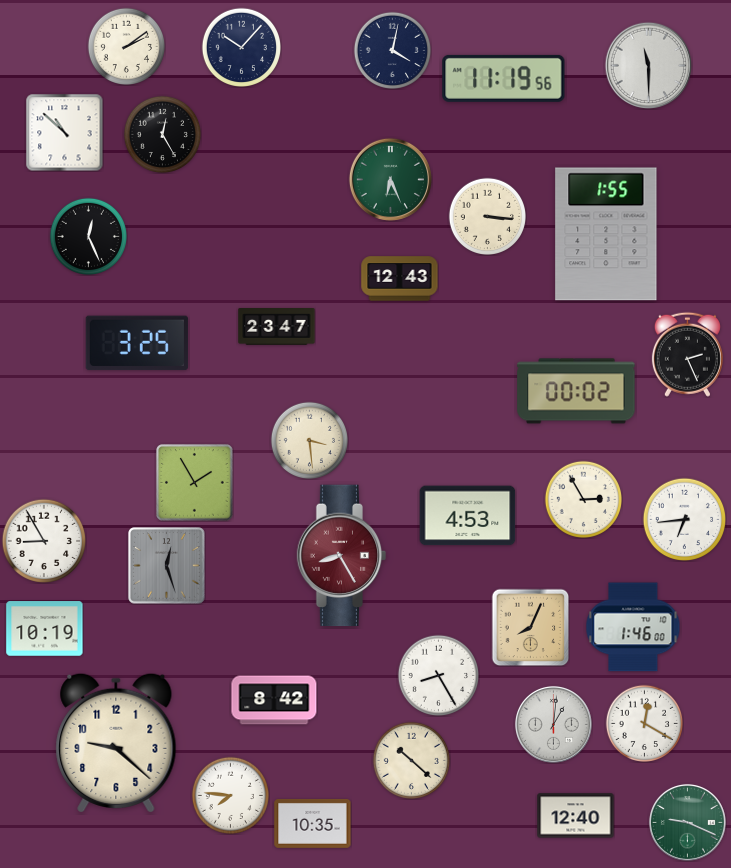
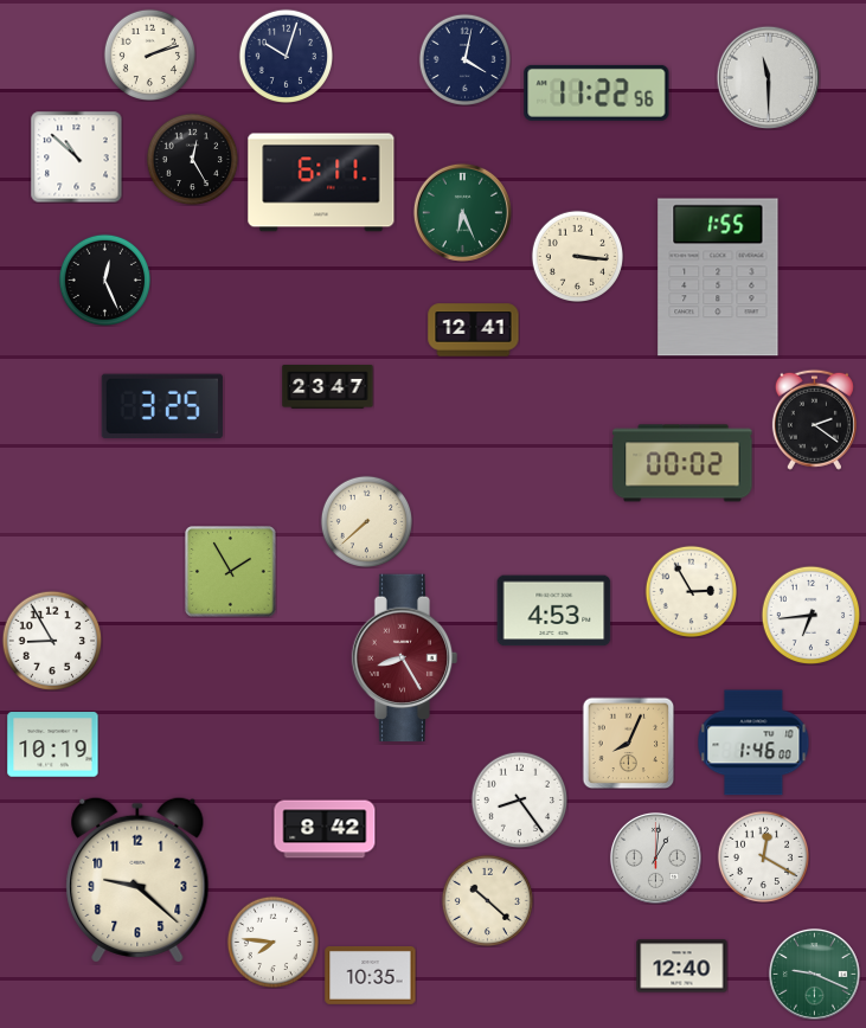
clock at (126, 46): 2:09 -> 2:12
clock at (241, 47): 10:07 -> 10:03
clock at (504, 78): 11:19 -> 11:22
clock at (321, 182): none -> 6:11
clock at (400, 279): 12:43 -> 12:41
clock at (687, 354): 2:26 -> 2:21
clock at (309, 440): 3:29 -> 7:38
clock at (167, 566): 12:27 -> none
clock at (633, 627) position: (633, 627) -> (753, 743)
clock at (438, 675): 8:25 -> 8:24
